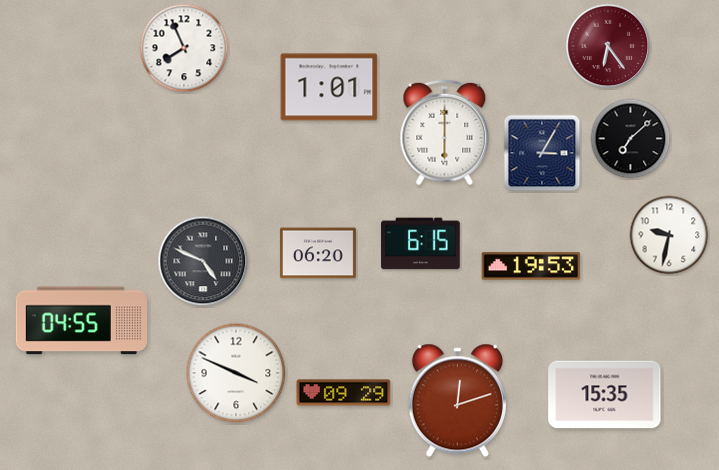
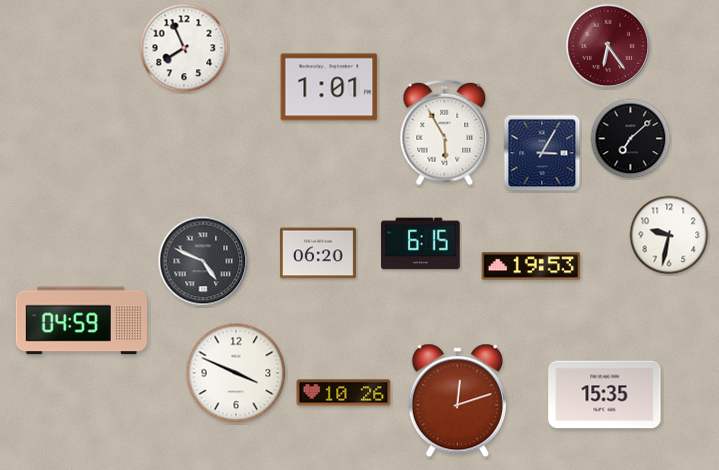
clock at (445, 133): 6:00 -> 5:55
clock at (81, 321): 04:55 -> 04:59
clock at (344, 393): 09:29 -> 10:26
